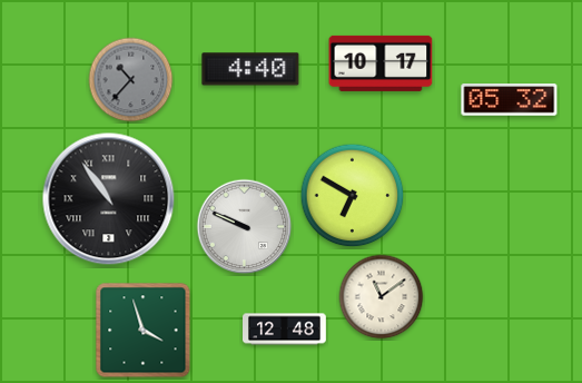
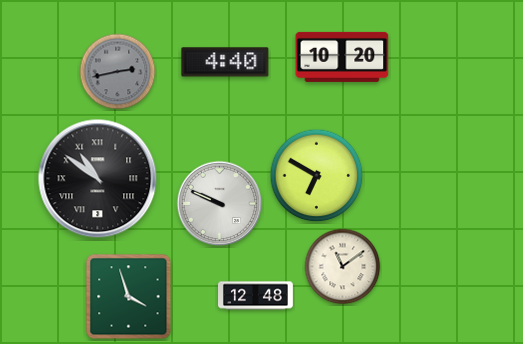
clock at (381, 63): 10:17 -> 10:20
clock at (131, 80): 10:37 -> 2:43
clock at (510, 100): 05:32 -> none
clock at (109, 199): 10:54 -> 10:51
